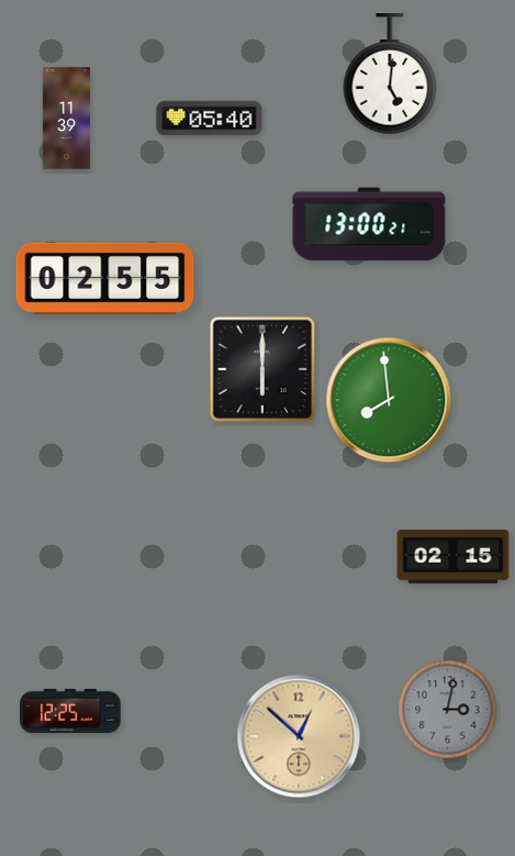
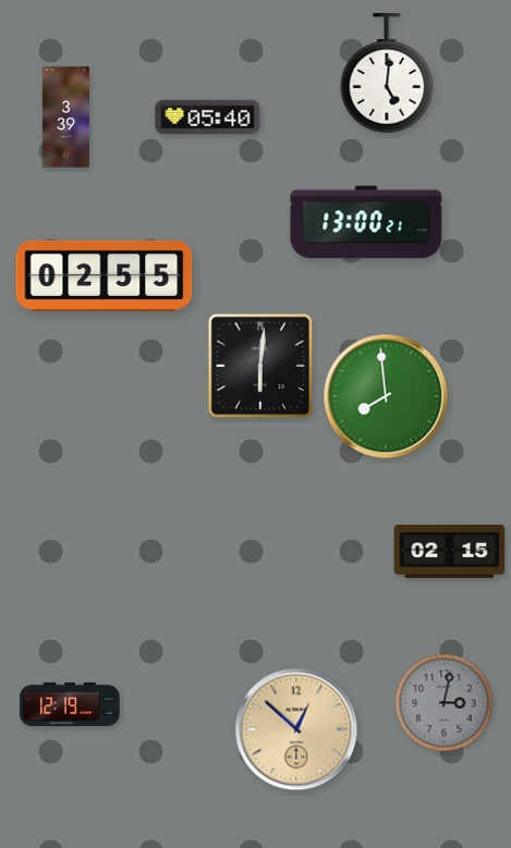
clock at (66, 119): 11:39 -> 3:39
clock at (262, 369): 6:00 -> 6:01
clock at (70, 711): 12:25 -> 12:19
